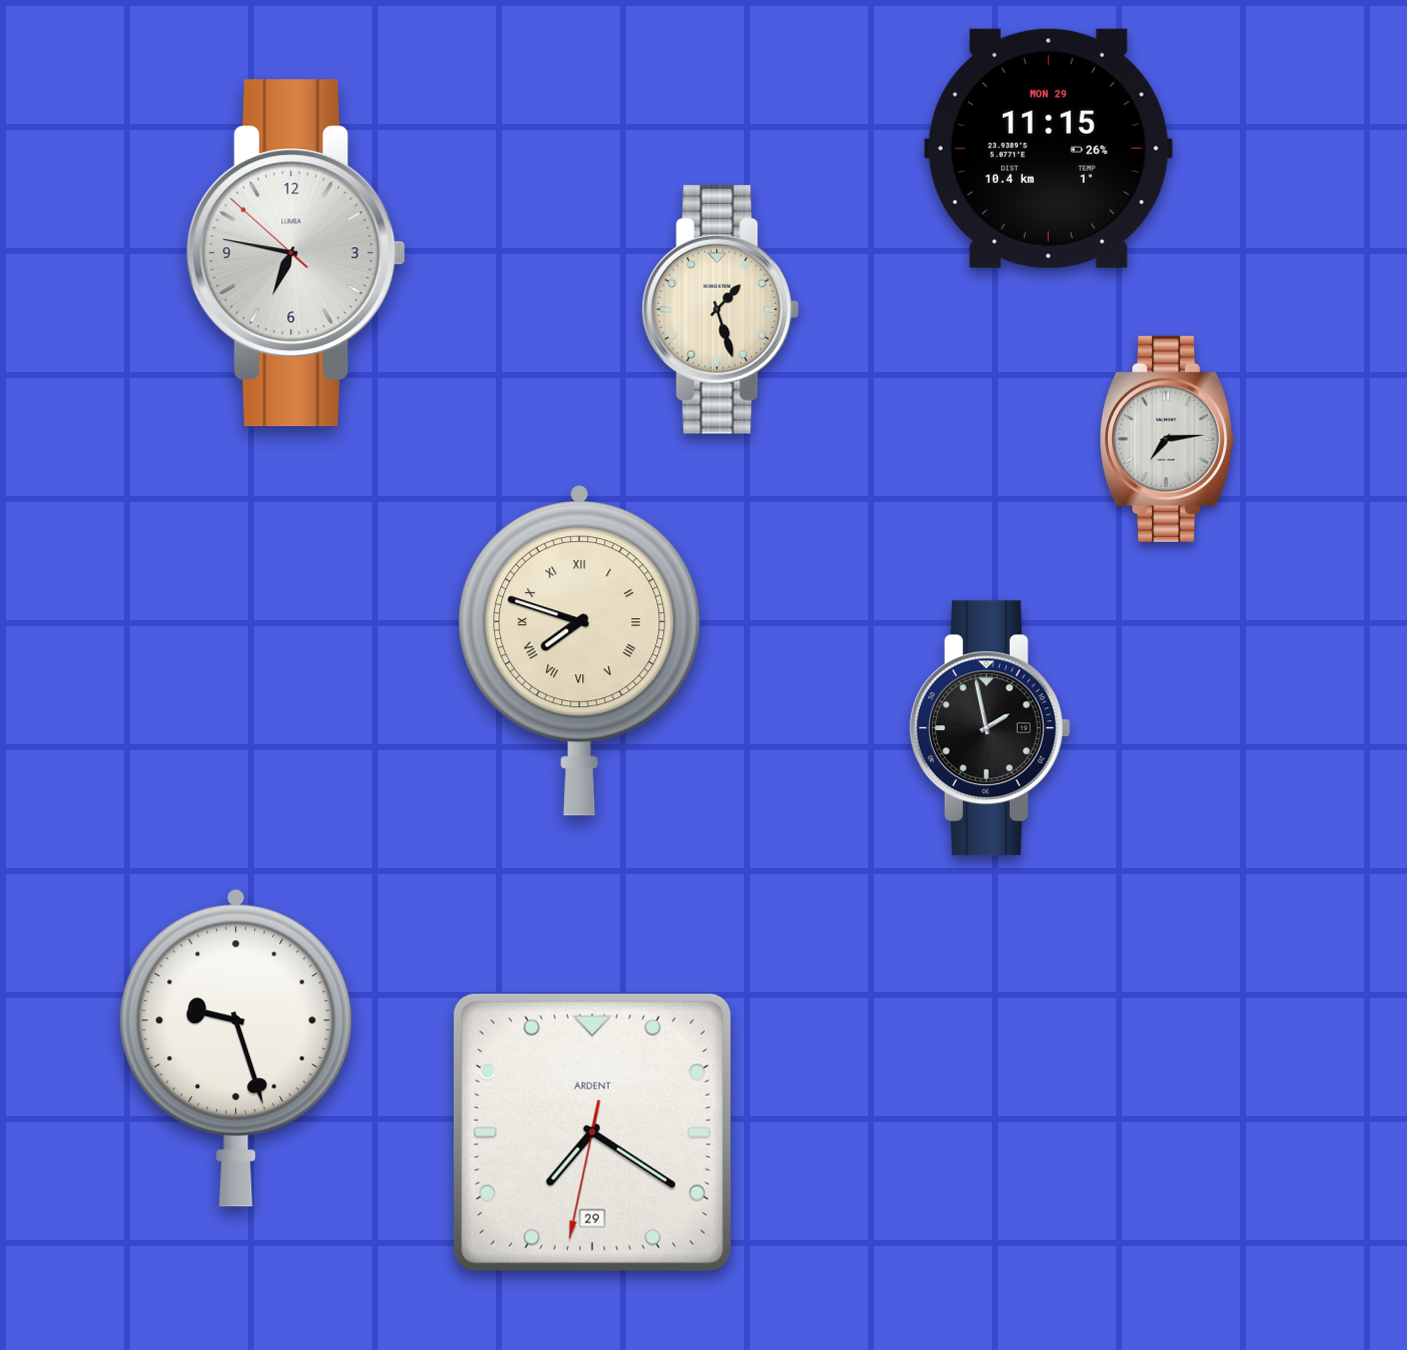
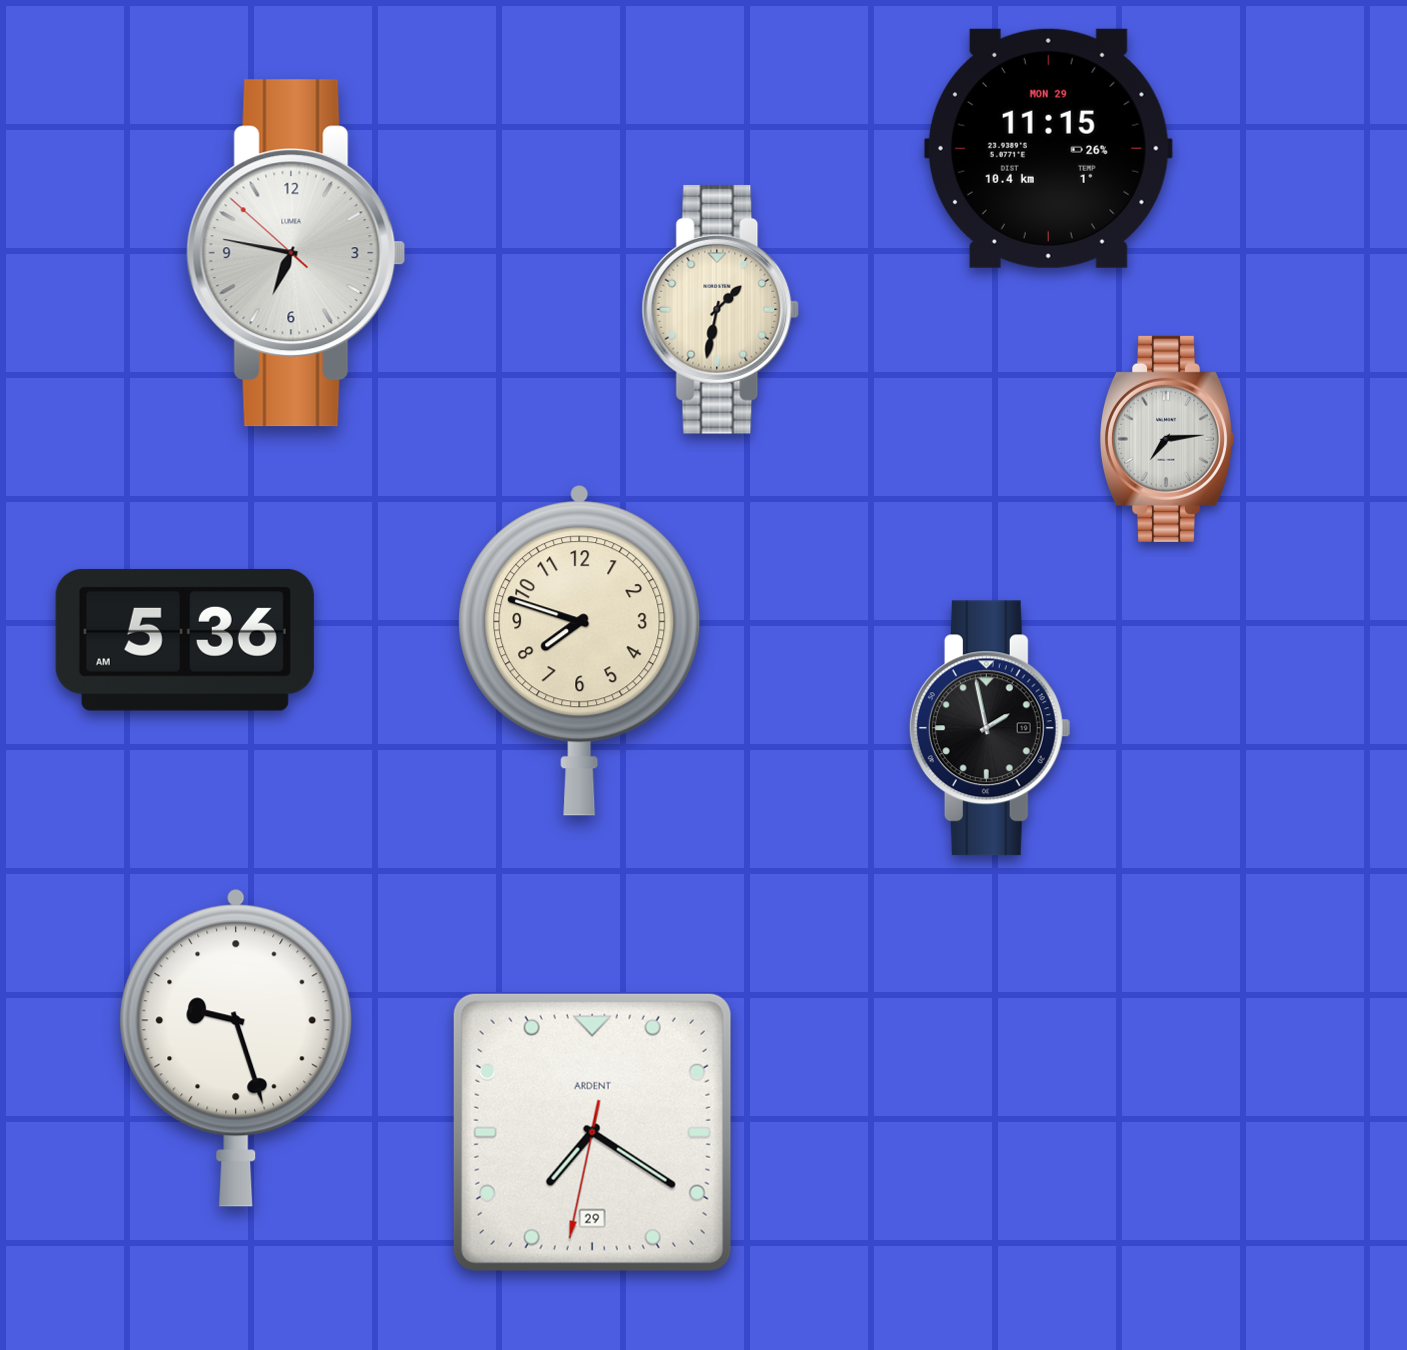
clock at (721, 309): 1:27 -> 1:32
clock at (185, 640): none -> 5:36
clock at (580, 650) numerals: Roman -> Arabic
